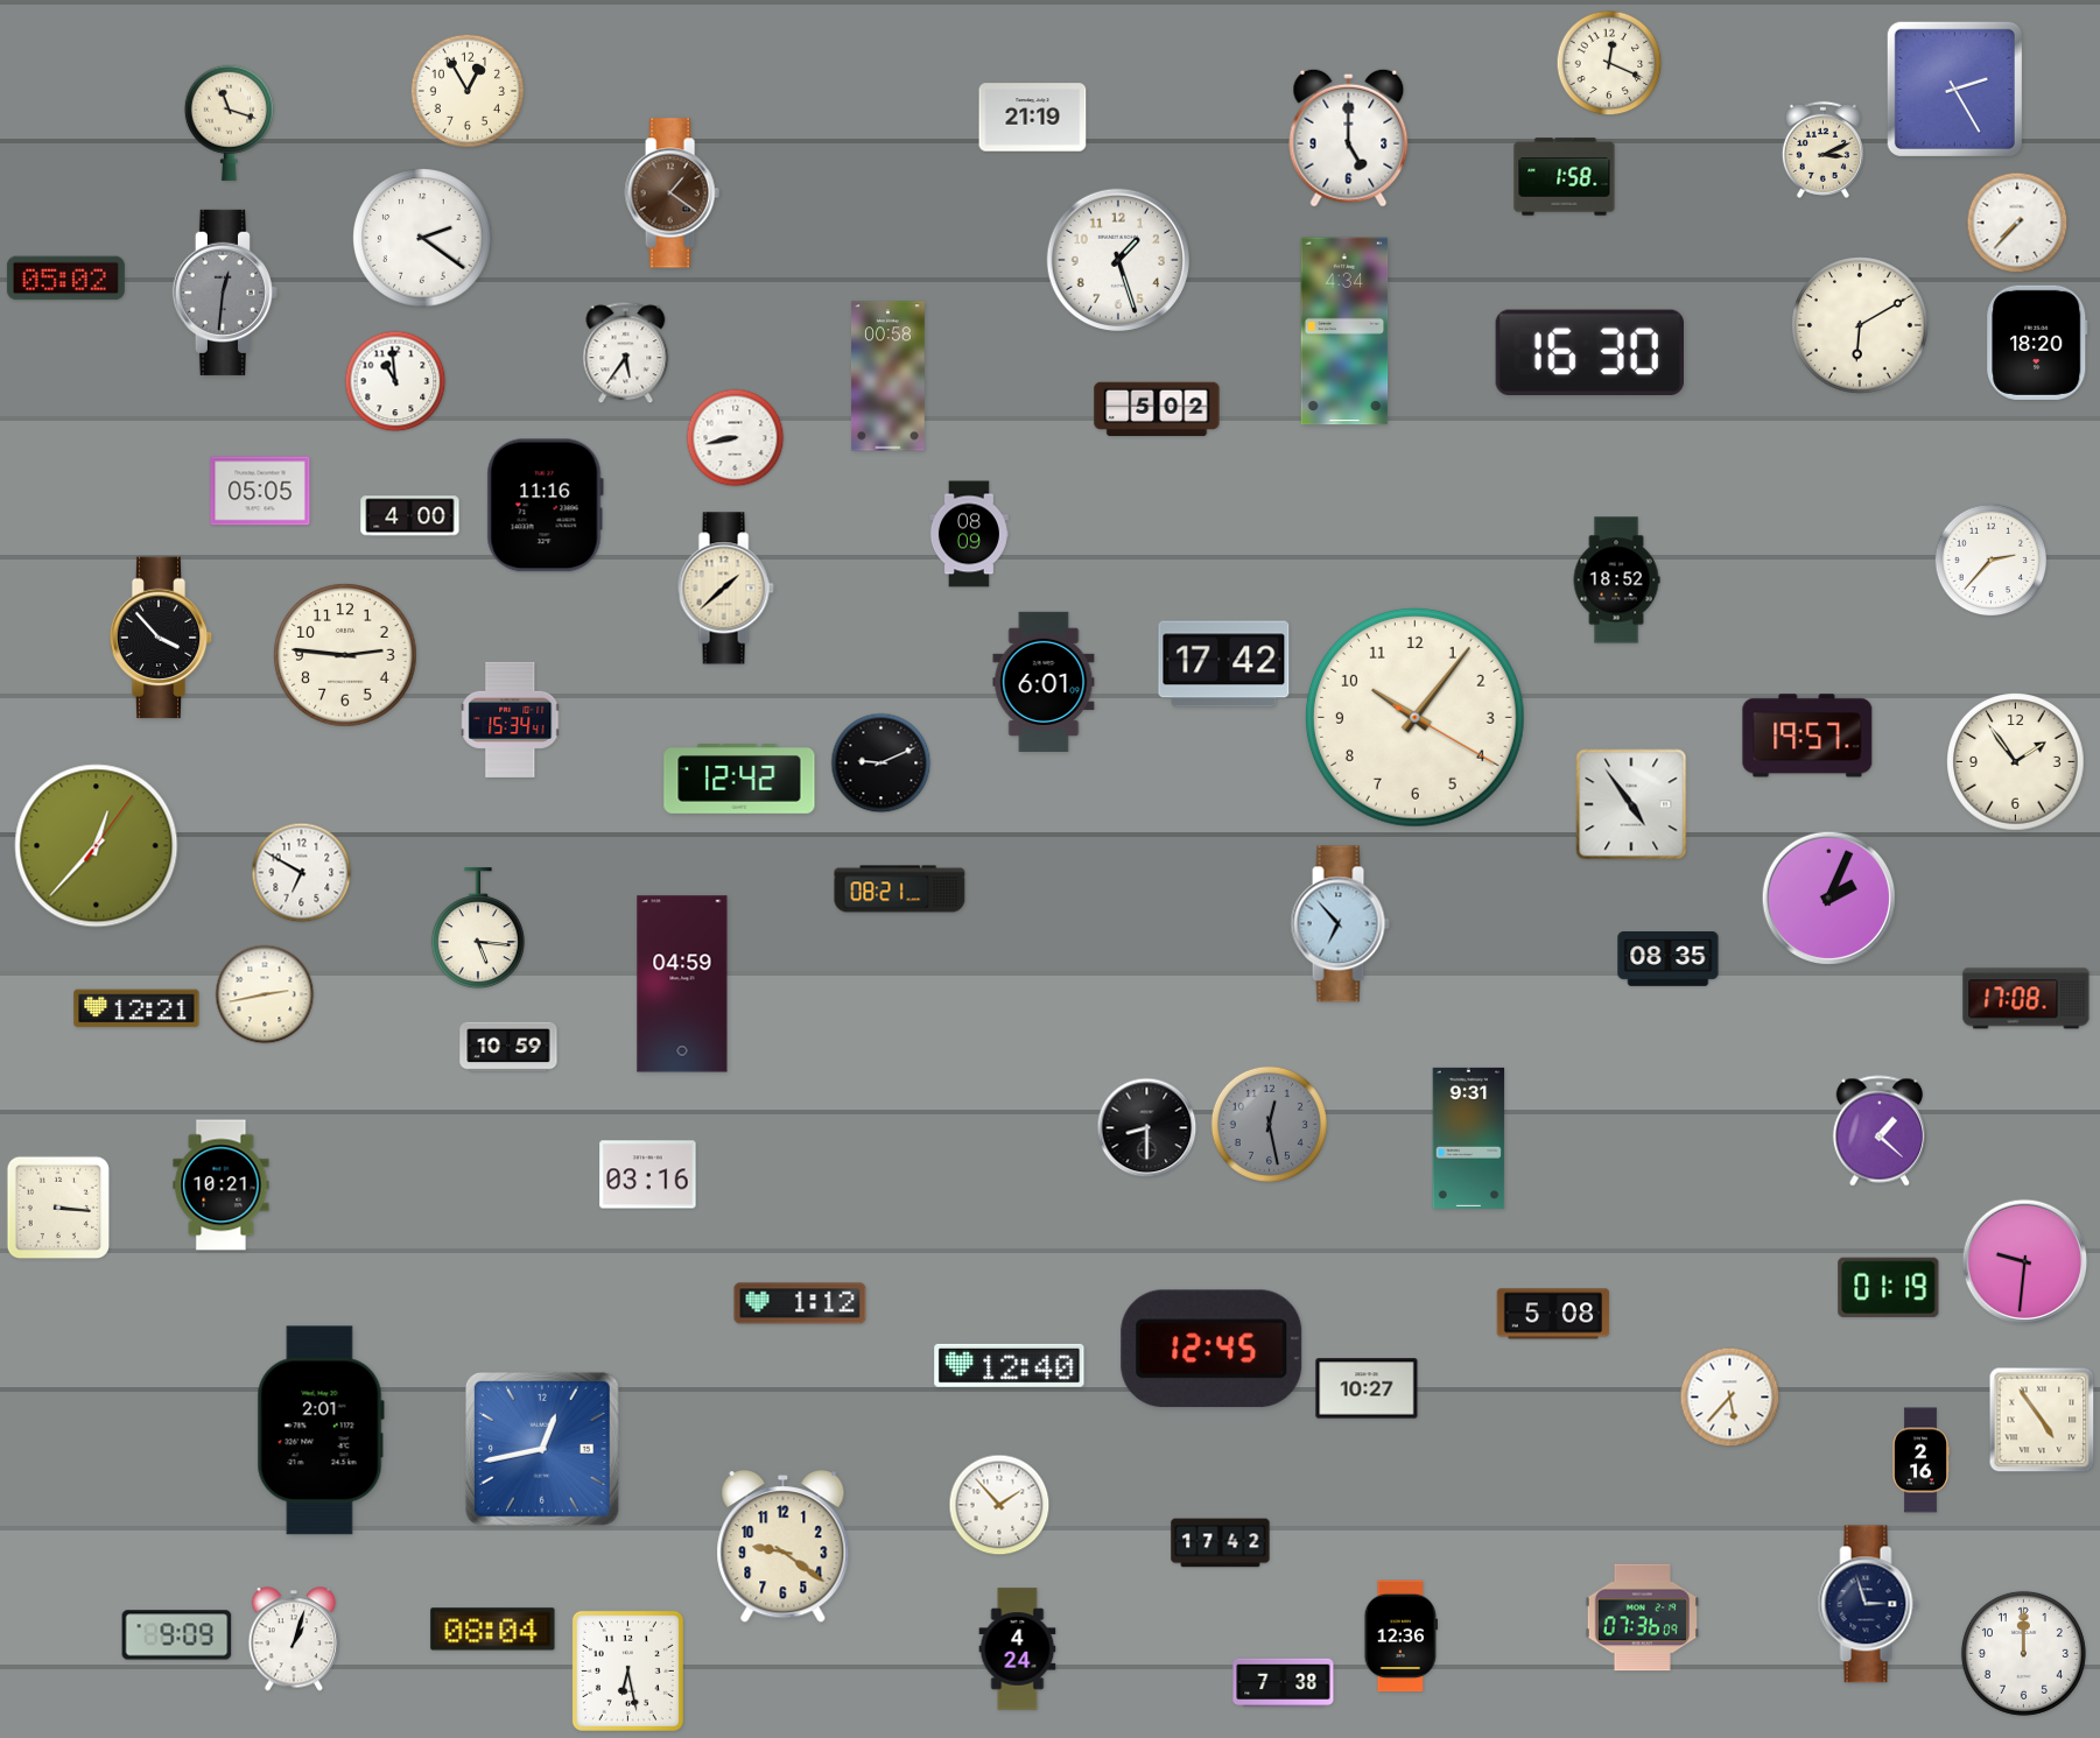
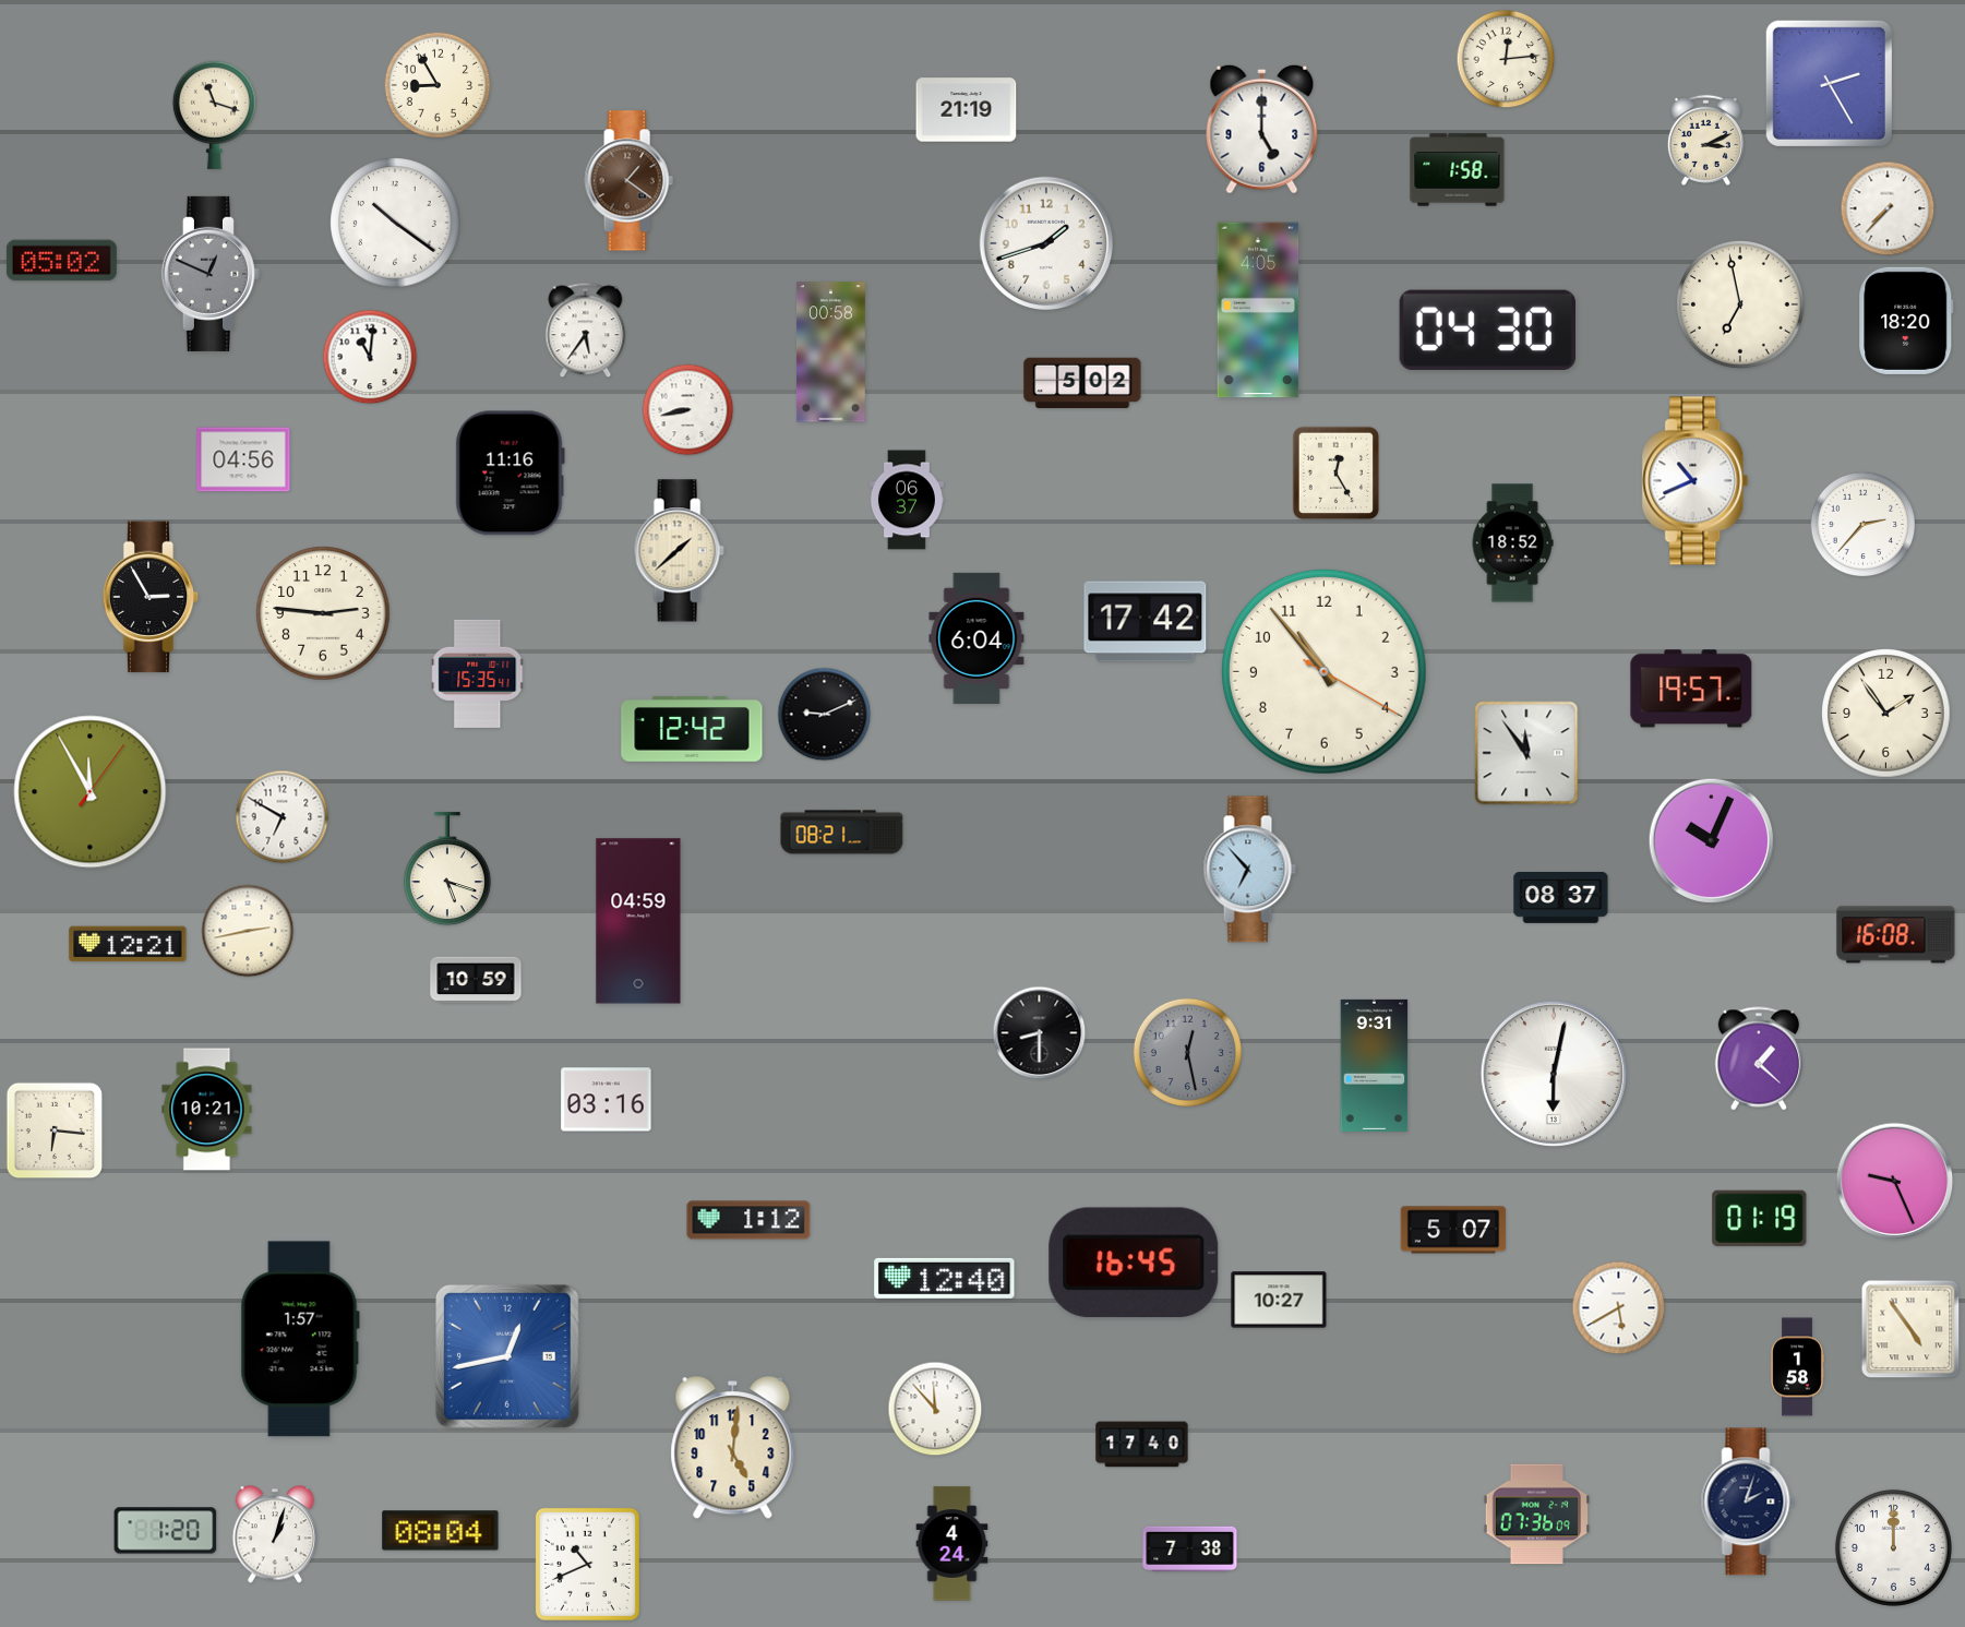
clock at (1609, 63): 12:19 -> 12:14
clock at (468, 91): 12:55 -> 8:55
clock at (1565, 177) position: (1565, 177) -> (1458, 170)
clock at (422, 238): 2:21 -> 10:21
clock at (1117, 259): 1:27 -> 1:42
clock at (225, 293): 12:31 -> 12:49
clock at (1860, 325): 6:10 -> 6:58
clock at (1344, 331): 4:34 -> 4:05
clock at (1589, 352): 16:30 -> 04:30
clock at (395, 381): 10:59 -> 11:01
clock at (260, 491): 05:05 -> 04:56
clock at (1337, 474): none -> 12:25
clock at (1696, 481): none -> 10:41
clock at (410, 516): 4:00 -> none
clock at (969, 534): 08:09 -> 06:37
clock at (161, 638): 3:53 -> 2:55
clock at (1044, 682): 6:01 -> 6:04
clock at (1414, 717): 10:06 -> 10:53
clock at (511, 719): 15:34 -> 15:35
clock at (1631, 804): 4:54 -> 11:54
clock at (97, 846): 12:37 -> 11:55
clock at (1829, 899): 2:04 -> 10:04
clock at (1340, 924) position: (1340, 924) -> (1249, 870)
clock at (478, 929): 5:16 -> 5:18
clock at (1669, 959): 08:35 -> 08:37
clock at (2027, 999): 17:08 -> 16:08
clock at (1147, 1128) position: (1147, 1128) -> (1040, 1033)
clock at (1554, 1074): none -> 6:02
clock at (58, 1208): 3:16 -> 6:16
clock at (2025, 1262): 9:31 -> 9:26
clock at (1889, 1287) position: (1889, 1287) -> (1760, 1218)
clock at (1553, 1314): 5:08 -> 5:07
clock at (1211, 1349): 12:45 -> 16:45
clock at (1730, 1398): 5:37 -> 5:40
clock at (321, 1430): 2:01 -> 1:57
clock at (1920, 1461): 2:16 -> 1:58
clock at (999, 1505): 1:53 -> 11:53
clock at (1221, 1543): 17:42 -> 17:40
clock at (784, 1548): 9:21 -> 5:01
clock at (1868, 1604): 2:57 -> 2:03
clock at (493, 1630) position: (493, 1630) -> (441, 1531)
clock at (177, 1635): 9:09 -> 1:20
clock at (1400, 1637): 12:36 -> none
clock at (627, 1670): 6:28 -> 10:41
clock at (1284, 1682) position: (1284, 1682) -> (1190, 1548)
